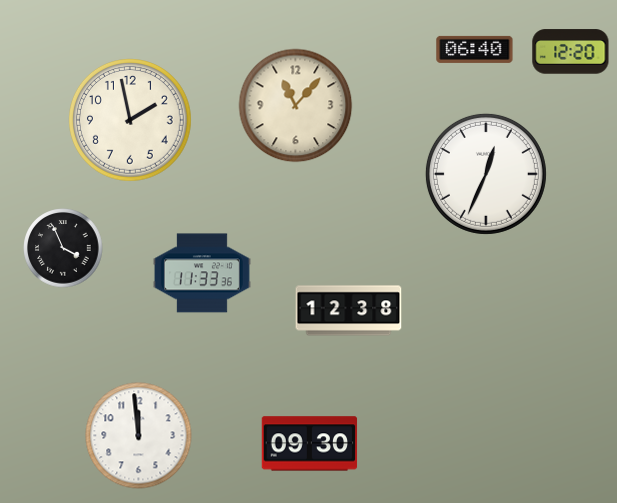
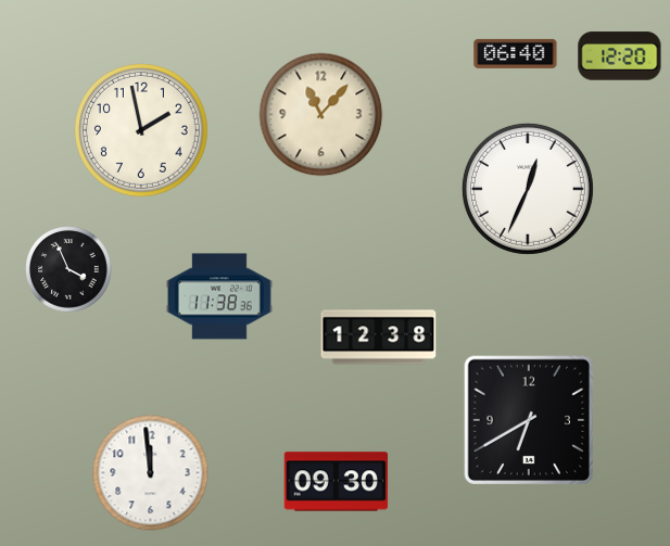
clock at (202, 273): 11:33 -> 11:38
clock at (529, 420): none -> 6:40
